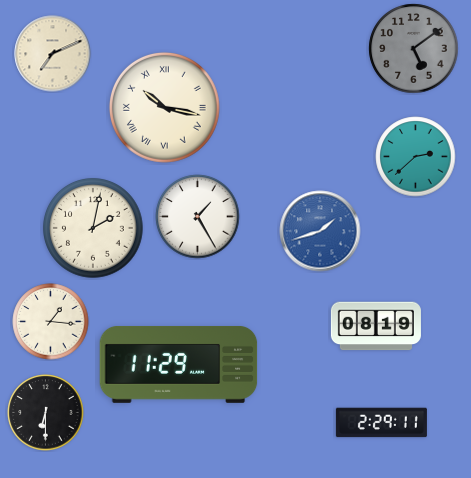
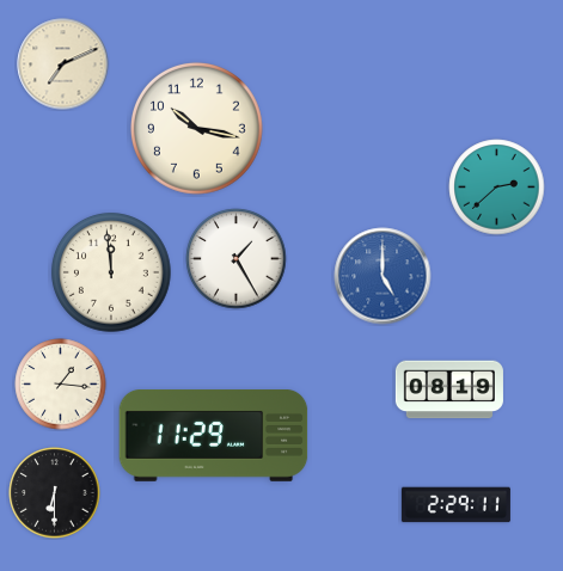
clock at (414, 49): 5:09 -> none
clock at (164, 107) numerals: Roman -> Arabic
clock at (93, 228): 2:02 -> 11:59
clock at (320, 231): 1:42 -> 5:00
